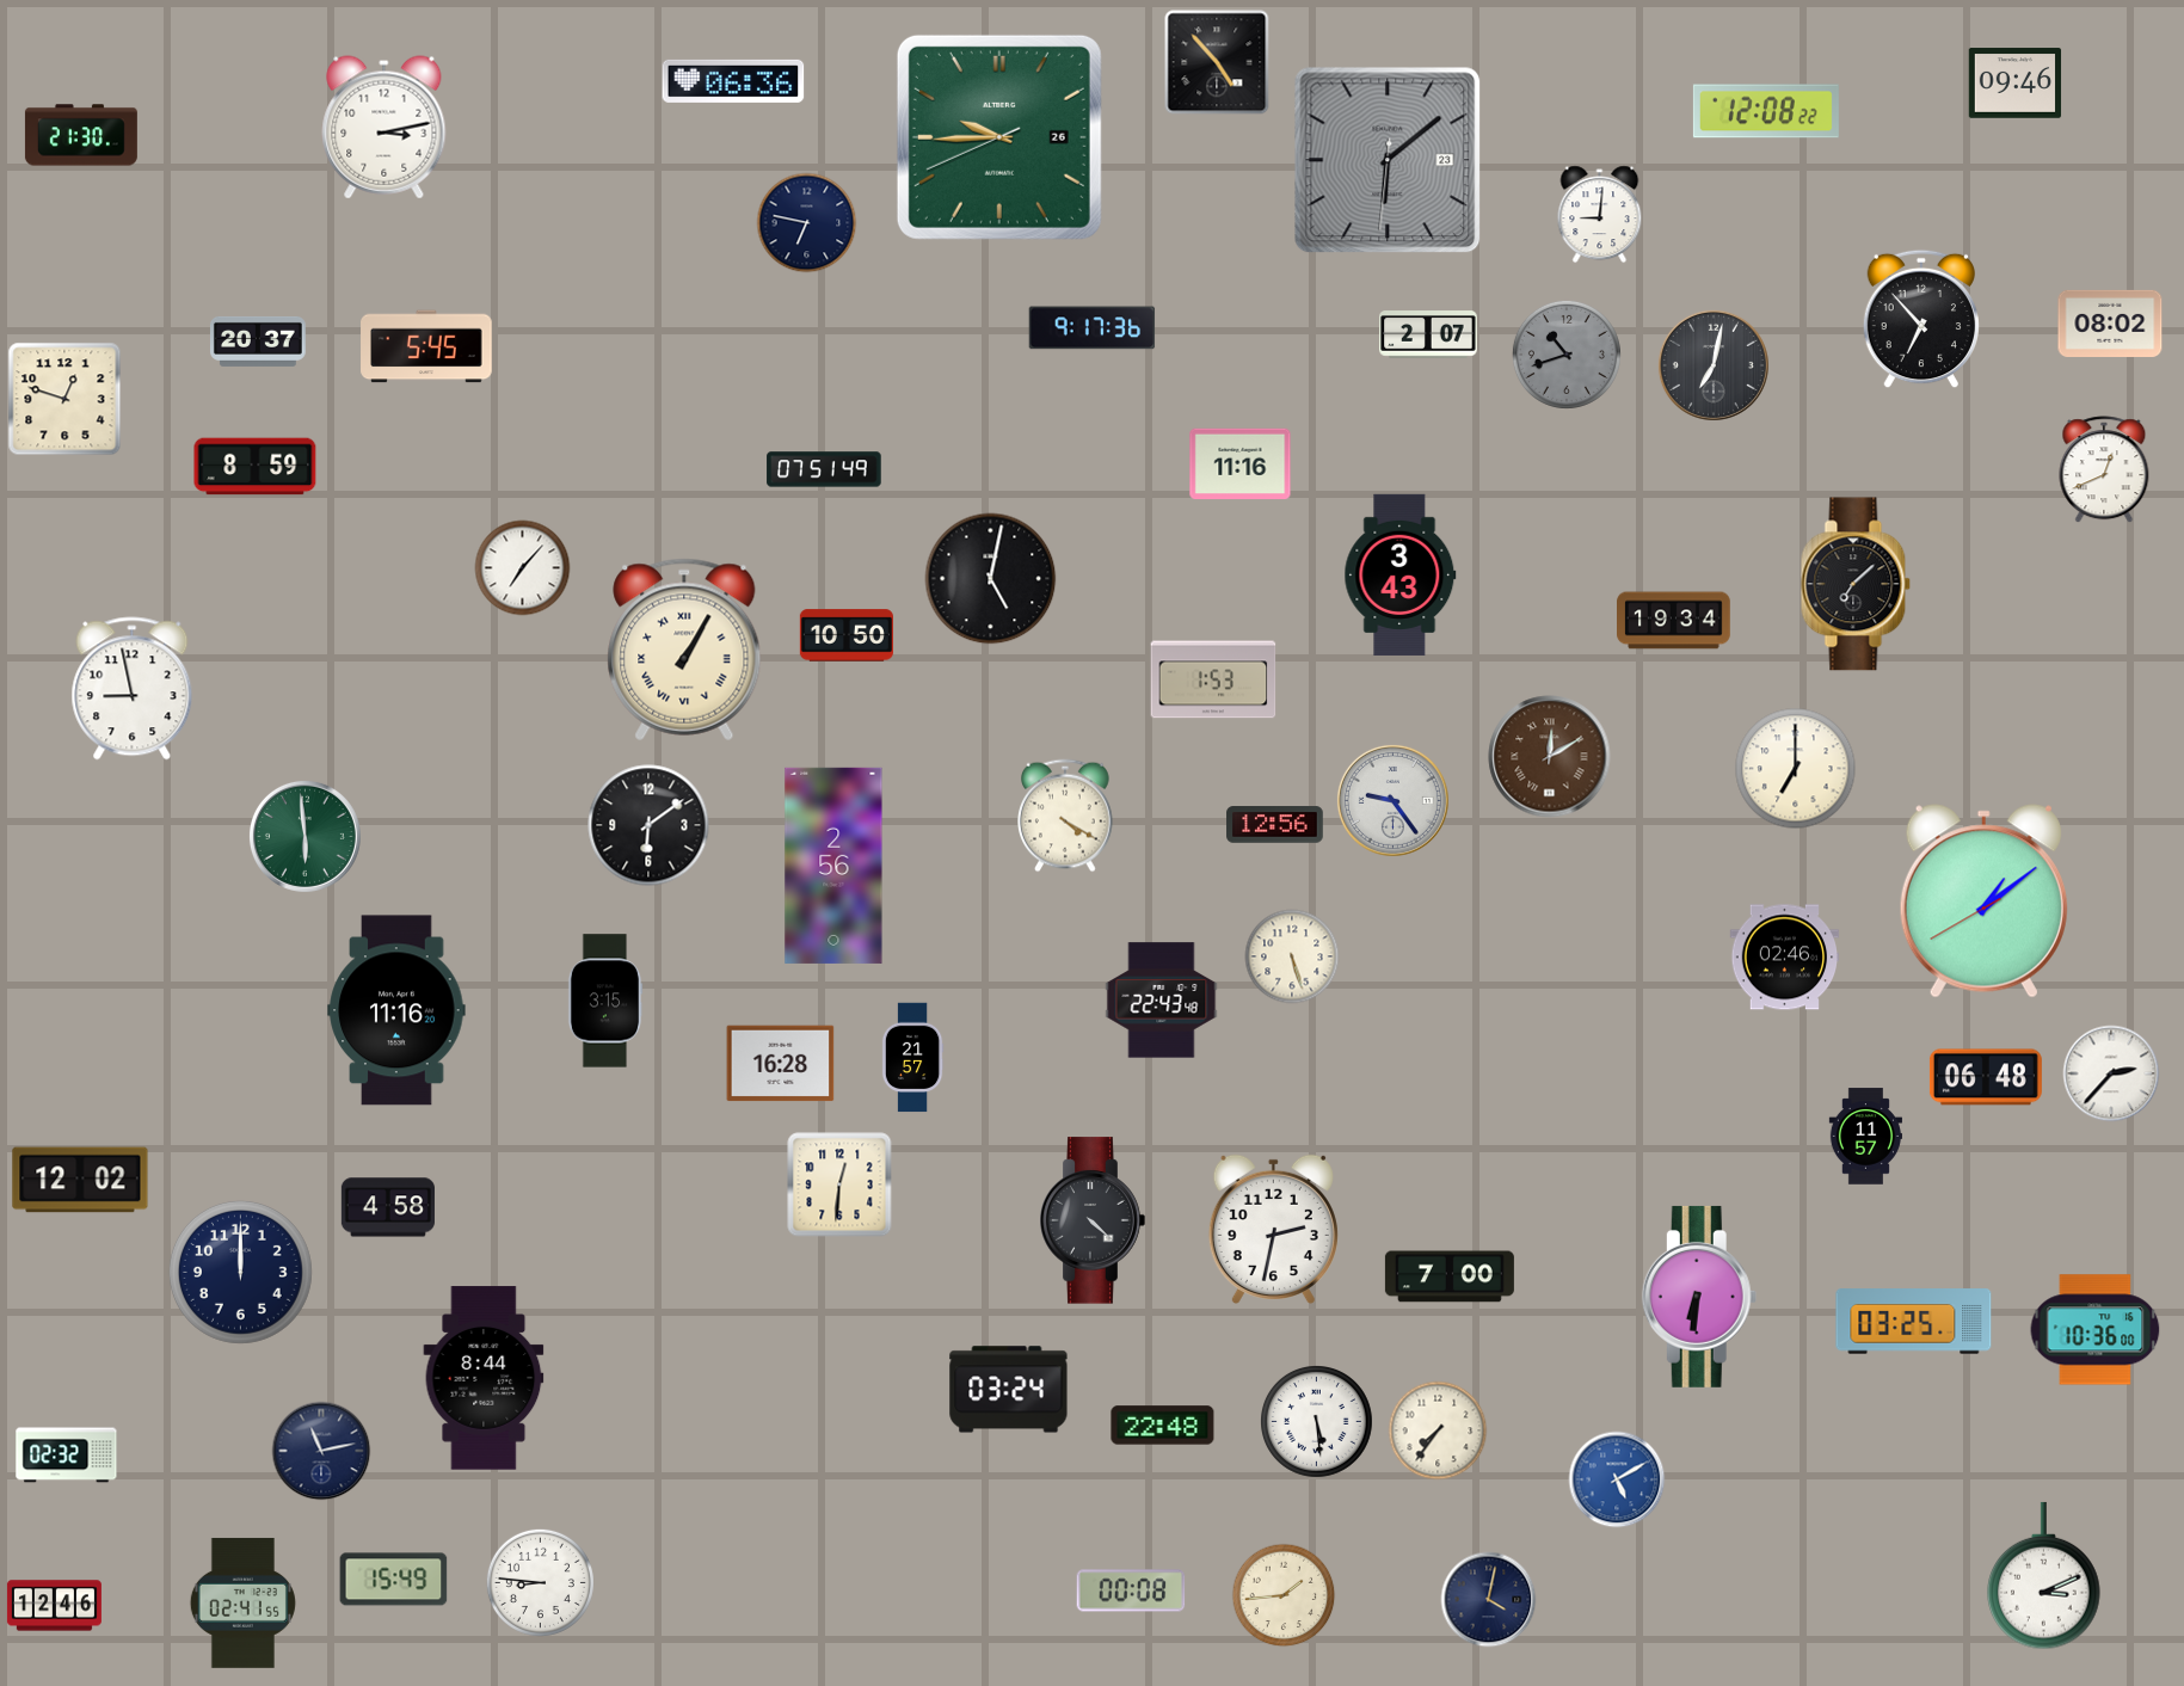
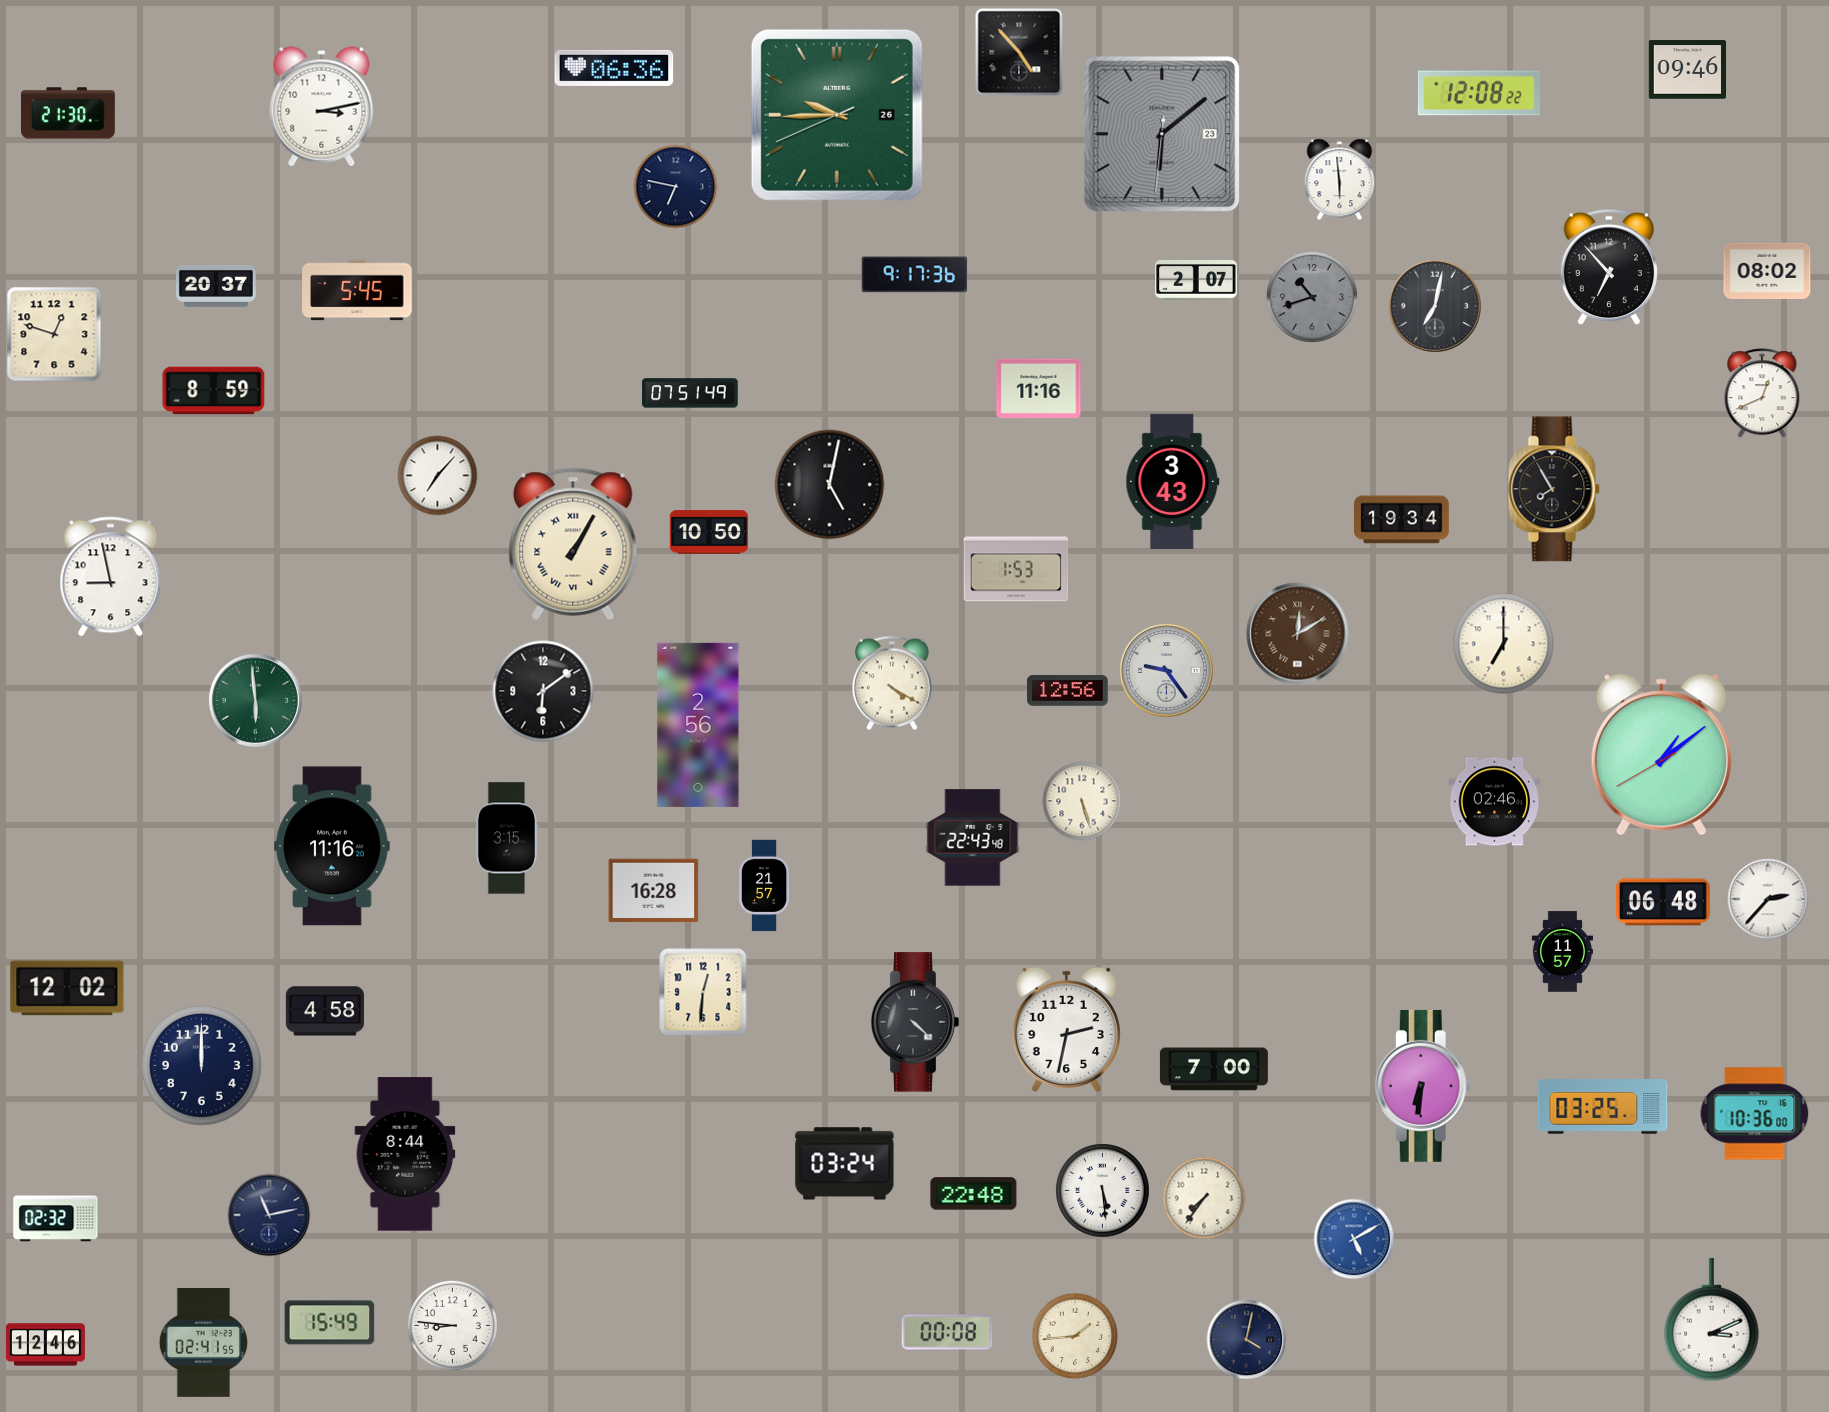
clock at (1600, 215): 9:01 -> 5:59
clock at (1856, 584): 7:08 -> 7:55
